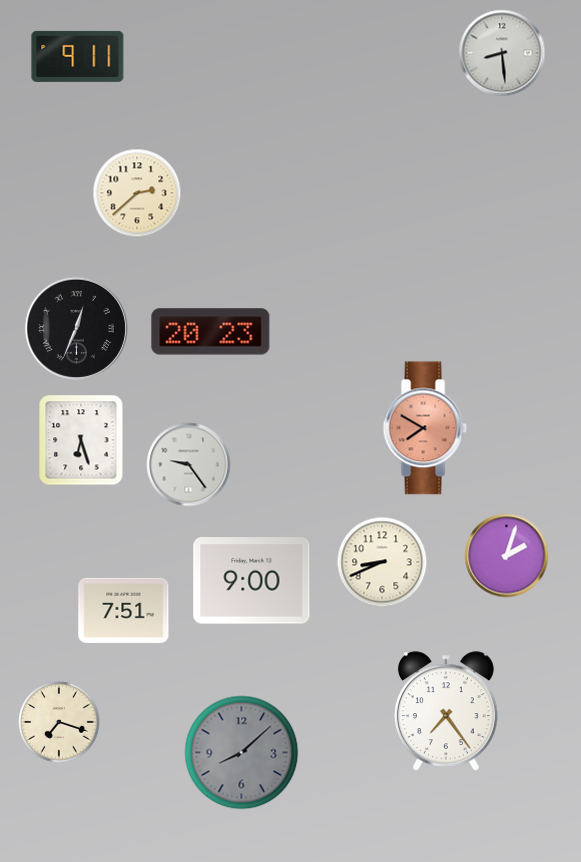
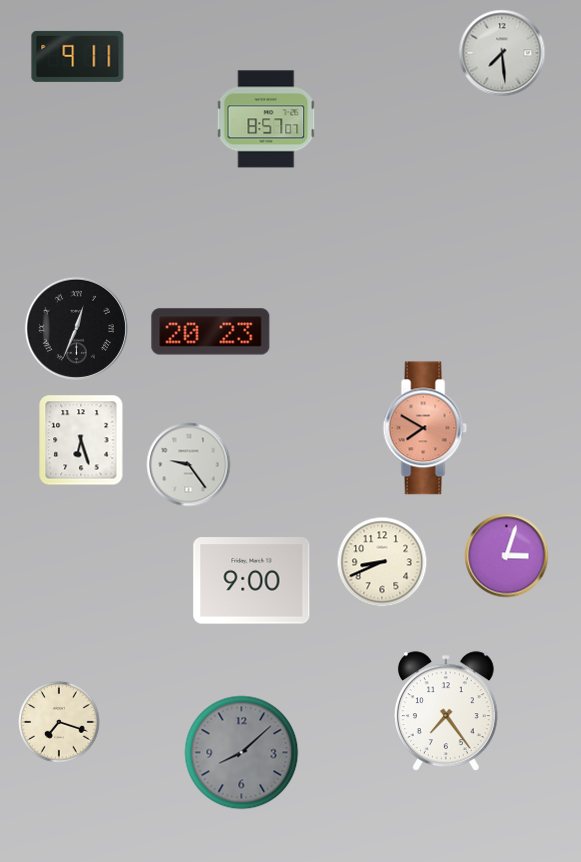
clock at (502, 53): 8:29 -> 7:29
clock at (266, 119): none -> 8:57
clock at (137, 193): 2:38 -> none
clock at (507, 556): 2:03 -> 3:03
clock at (124, 610): 7:51 -> none
